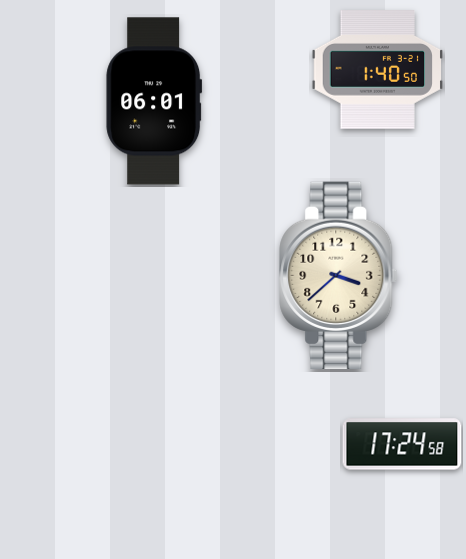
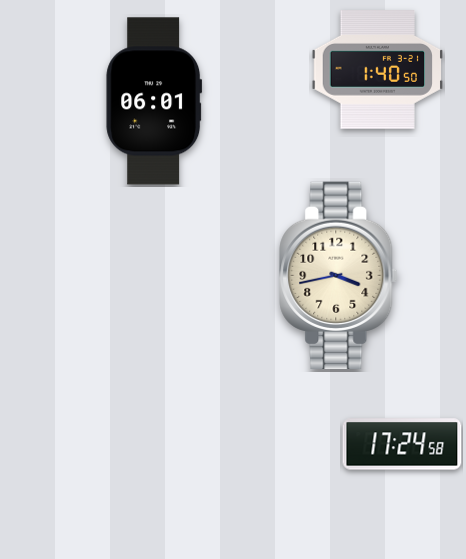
clock at (339, 275): 3:38 -> 3:43
